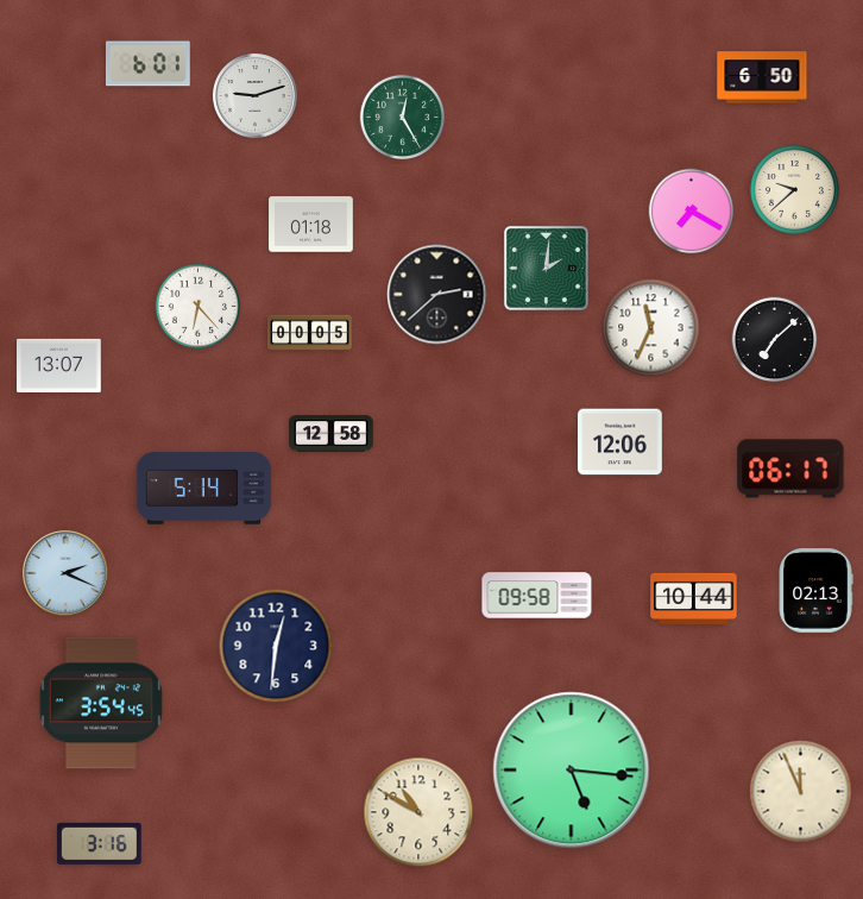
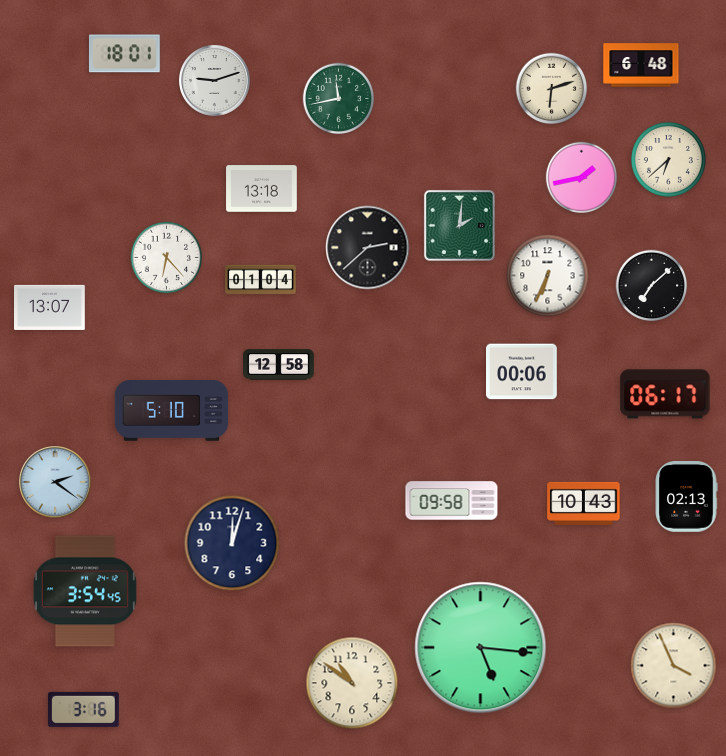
clock at (147, 64): 6:01 -> 18:01
clock at (762, 77): 6:50 -> 6:48
clock at (552, 89): none -> 6:12
clock at (403, 118): 12:25 -> 11:43
clock at (794, 189): 9:38 -> 6:38
clock at (692, 212): 7:20 -> 1:43
clock at (311, 225): 01:18 -> 13:18
clock at (651, 328): 11:34 -> 6:34
clock at (310, 333): 00:05 -> 01:04
clock at (621, 442): 12:06 -> 00:06
clock at (204, 489): 5:14 -> 5:10
clock at (65, 573): 2:19 -> 2:21
clock at (694, 598): 10:44 -> 10:43
clock at (276, 646): 12:31 -> 12:03
clock at (801, 792): 11:56 -> 3:56
clock at (418, 812): 10:50 -> 10:51
